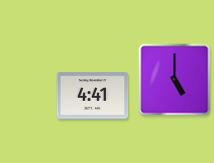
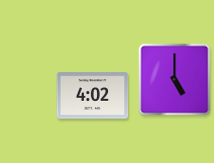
clock at (93, 96): 4:41 -> 4:02
